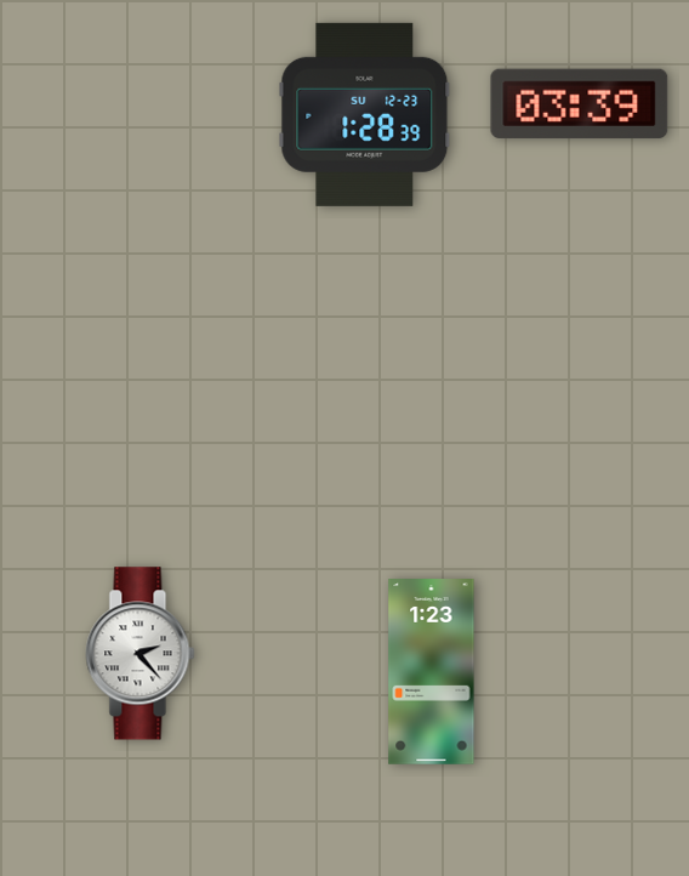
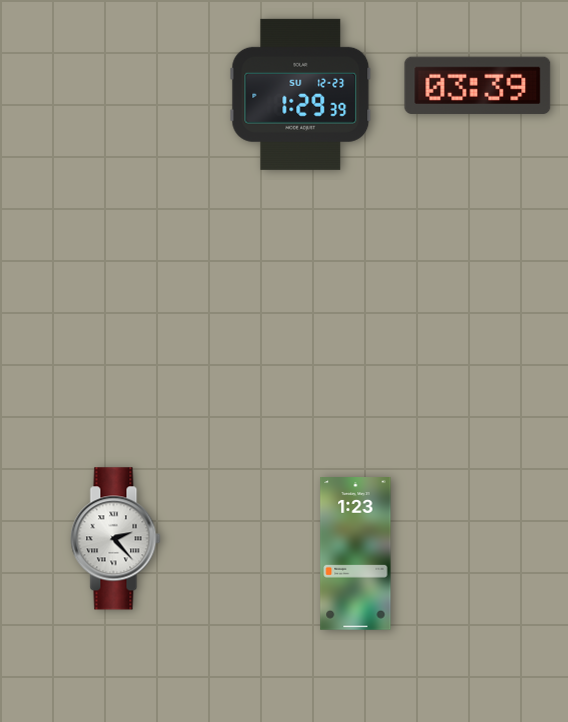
clock at (365, 114): 1:28 -> 1:29
